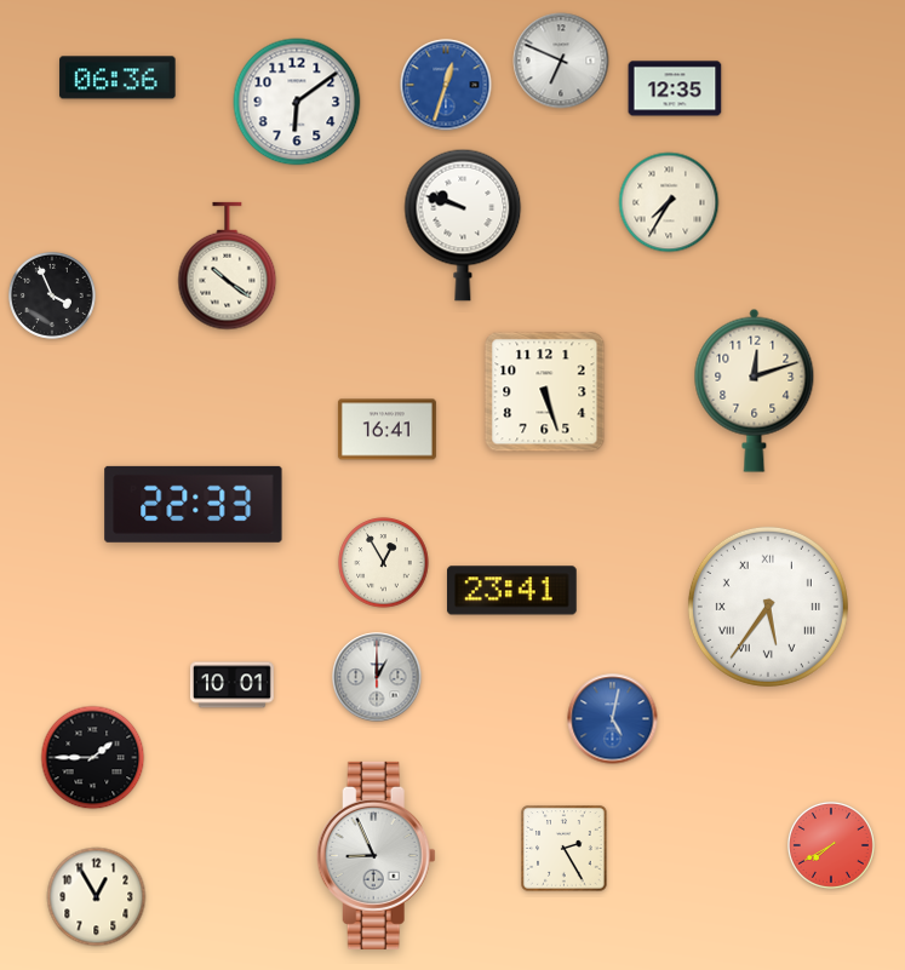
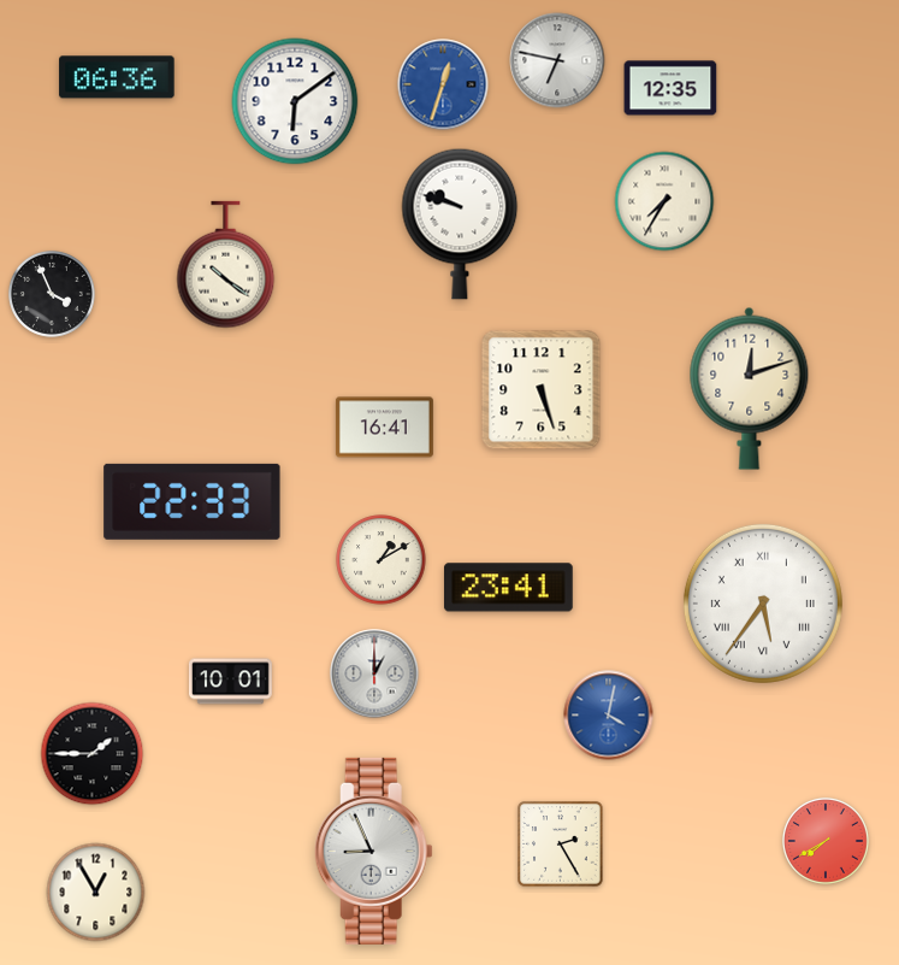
clock at (561, 61): 6:49 -> 6:47
clock at (384, 563): 12:55 -> 1:10
clock at (613, 719): 5:02 -> 4:02
